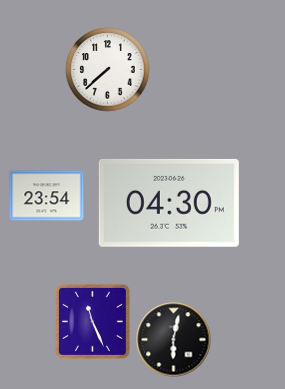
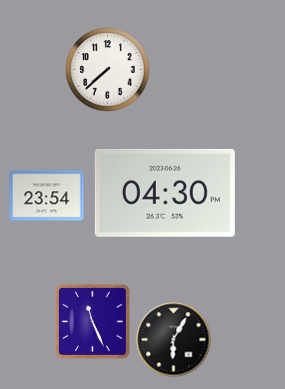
clock at (169, 203) position: (169, 203) -> (165, 193)
clock at (174, 340): 6:02 -> 6:05
